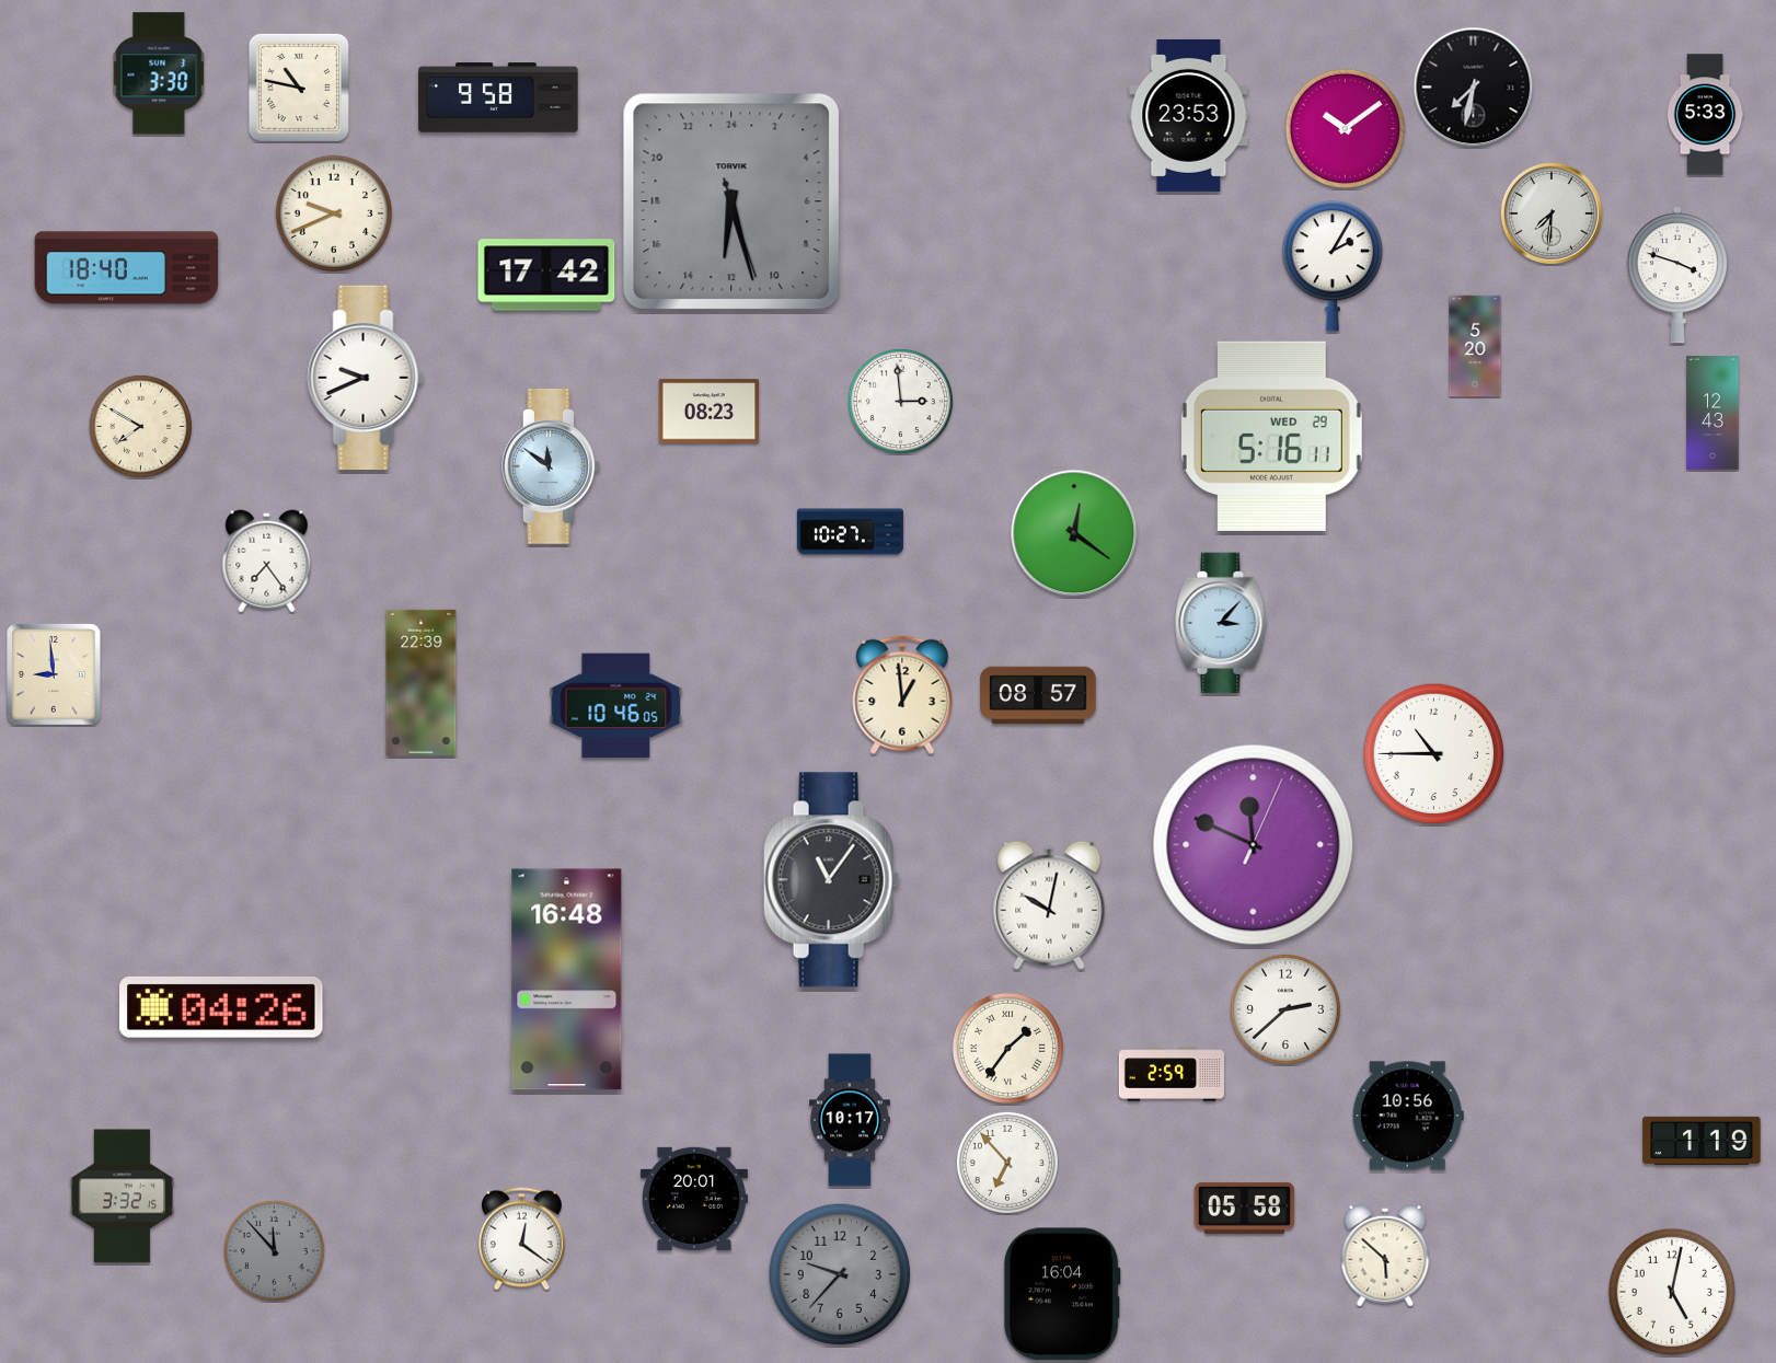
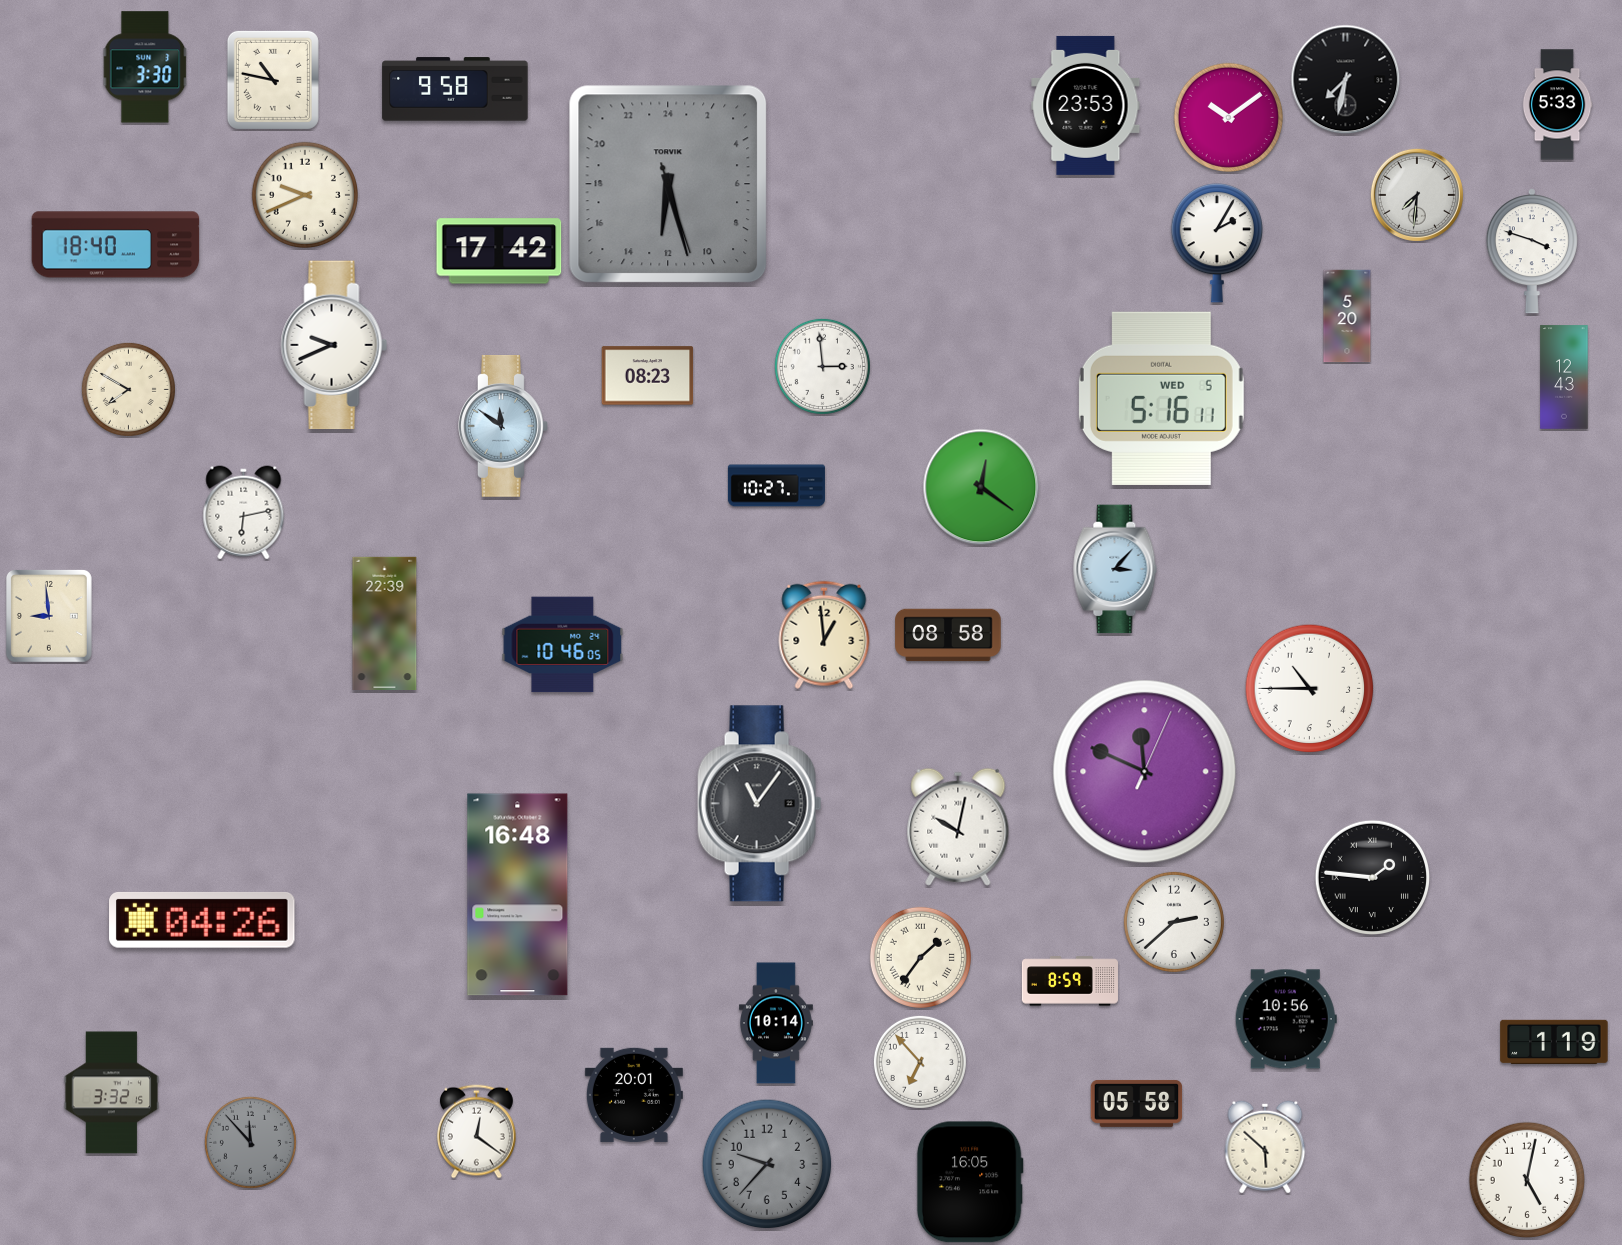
clock at (1271, 436) date: WED 29 -> WED 5
clock at (267, 562): 7:24 -> 6:13
clock at (1038, 695): 08:57 -> 08:58
clock at (1372, 877): none -> 1:46
clock at (1172, 1074): 2:59 -> 8:59
clock at (850, 1120): 10:17 -> 10:14
clock at (1062, 1294): 16:04 -> 16:05
